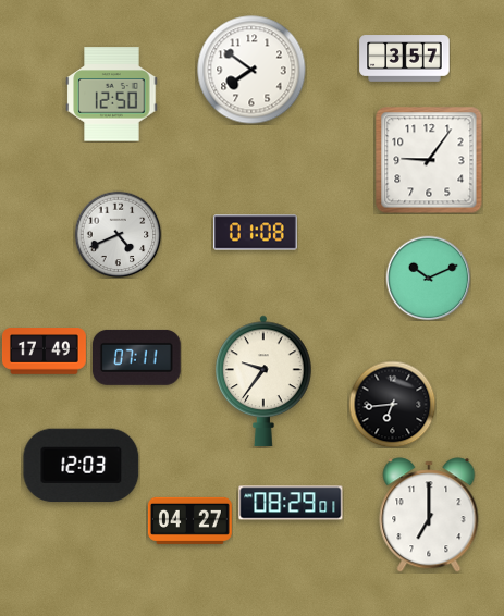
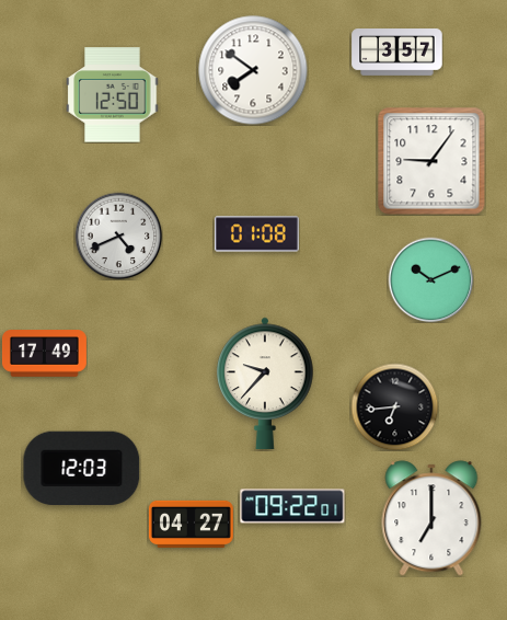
clock at (405, 59) position: (405, 59) -> (397, 53)
clock at (137, 357): 07:11 -> none
clock at (263, 381): 9:36 -> 9:37
clock at (291, 503): 08:29 -> 09:22
